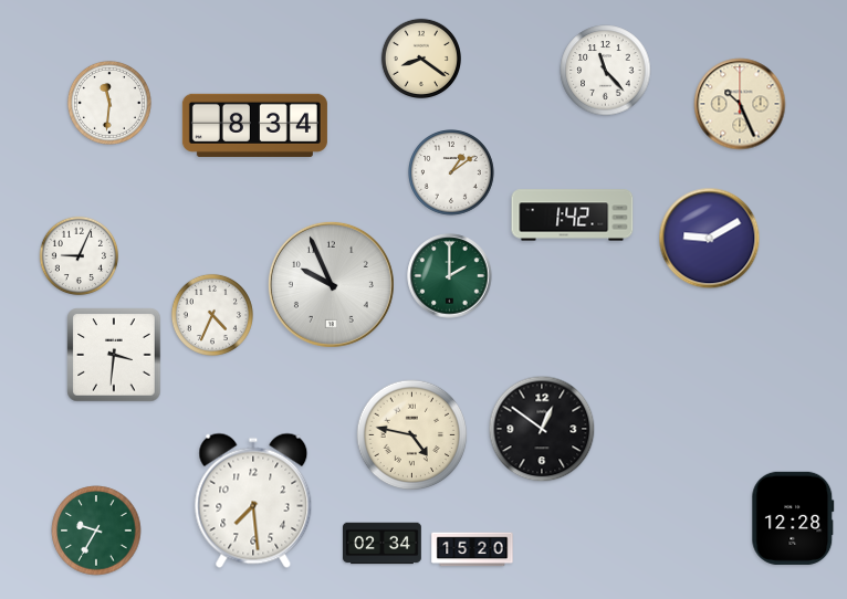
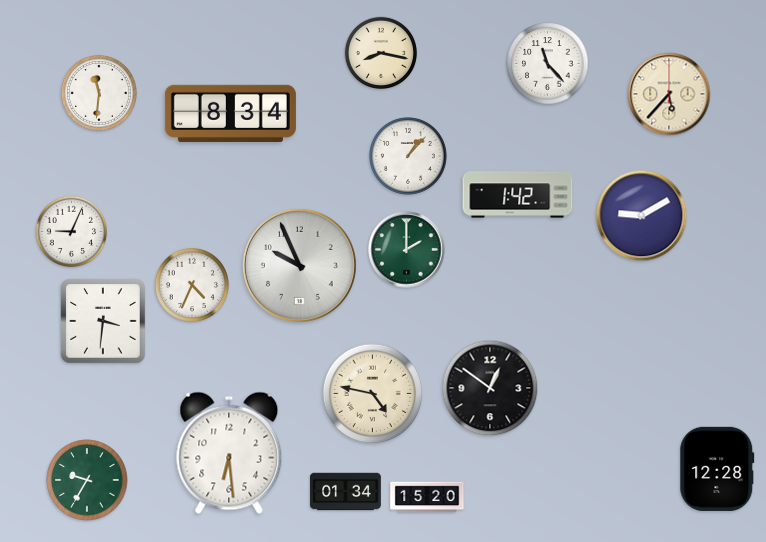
clock at (420, 57): 8:21 -> 8:17
clock at (740, 104): 10:26 -> 5:37
clock at (452, 174): 1:09 -> 1:07
clock at (331, 284) position: (331, 284) -> (299, 265)
clock at (253, 501): 7:29 -> 6:29
clock at (383, 544): 02:34 -> 01:34
